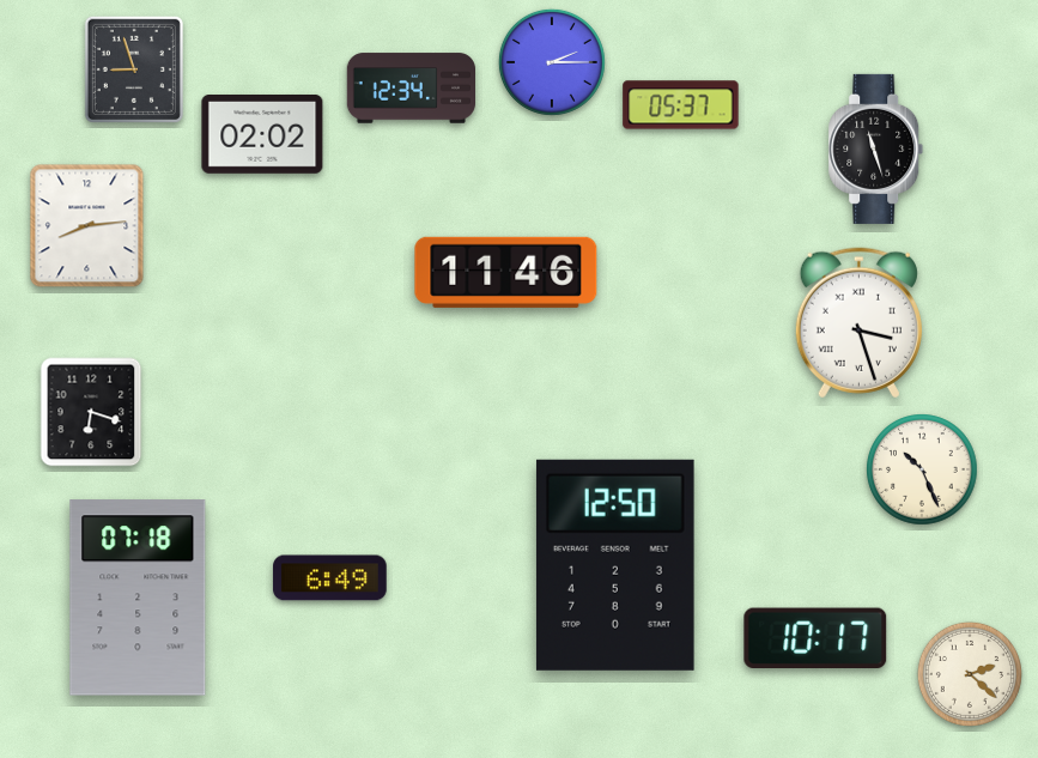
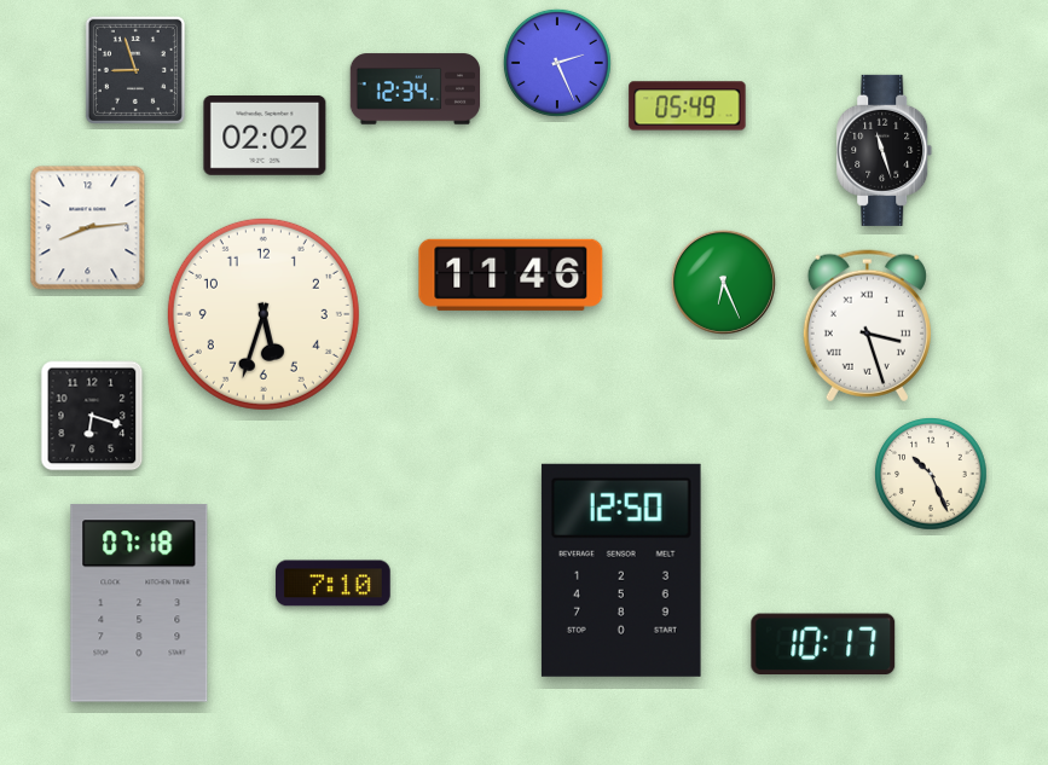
clock at (552, 62): 2:15 -> 2:26
clock at (681, 105): 05:37 -> 05:49
clock at (723, 282): none -> 6:26
clock at (264, 314): none -> 5:33
clock at (330, 578): 6:49 -> 7:10
clock at (970, 674): 2:22 -> none
